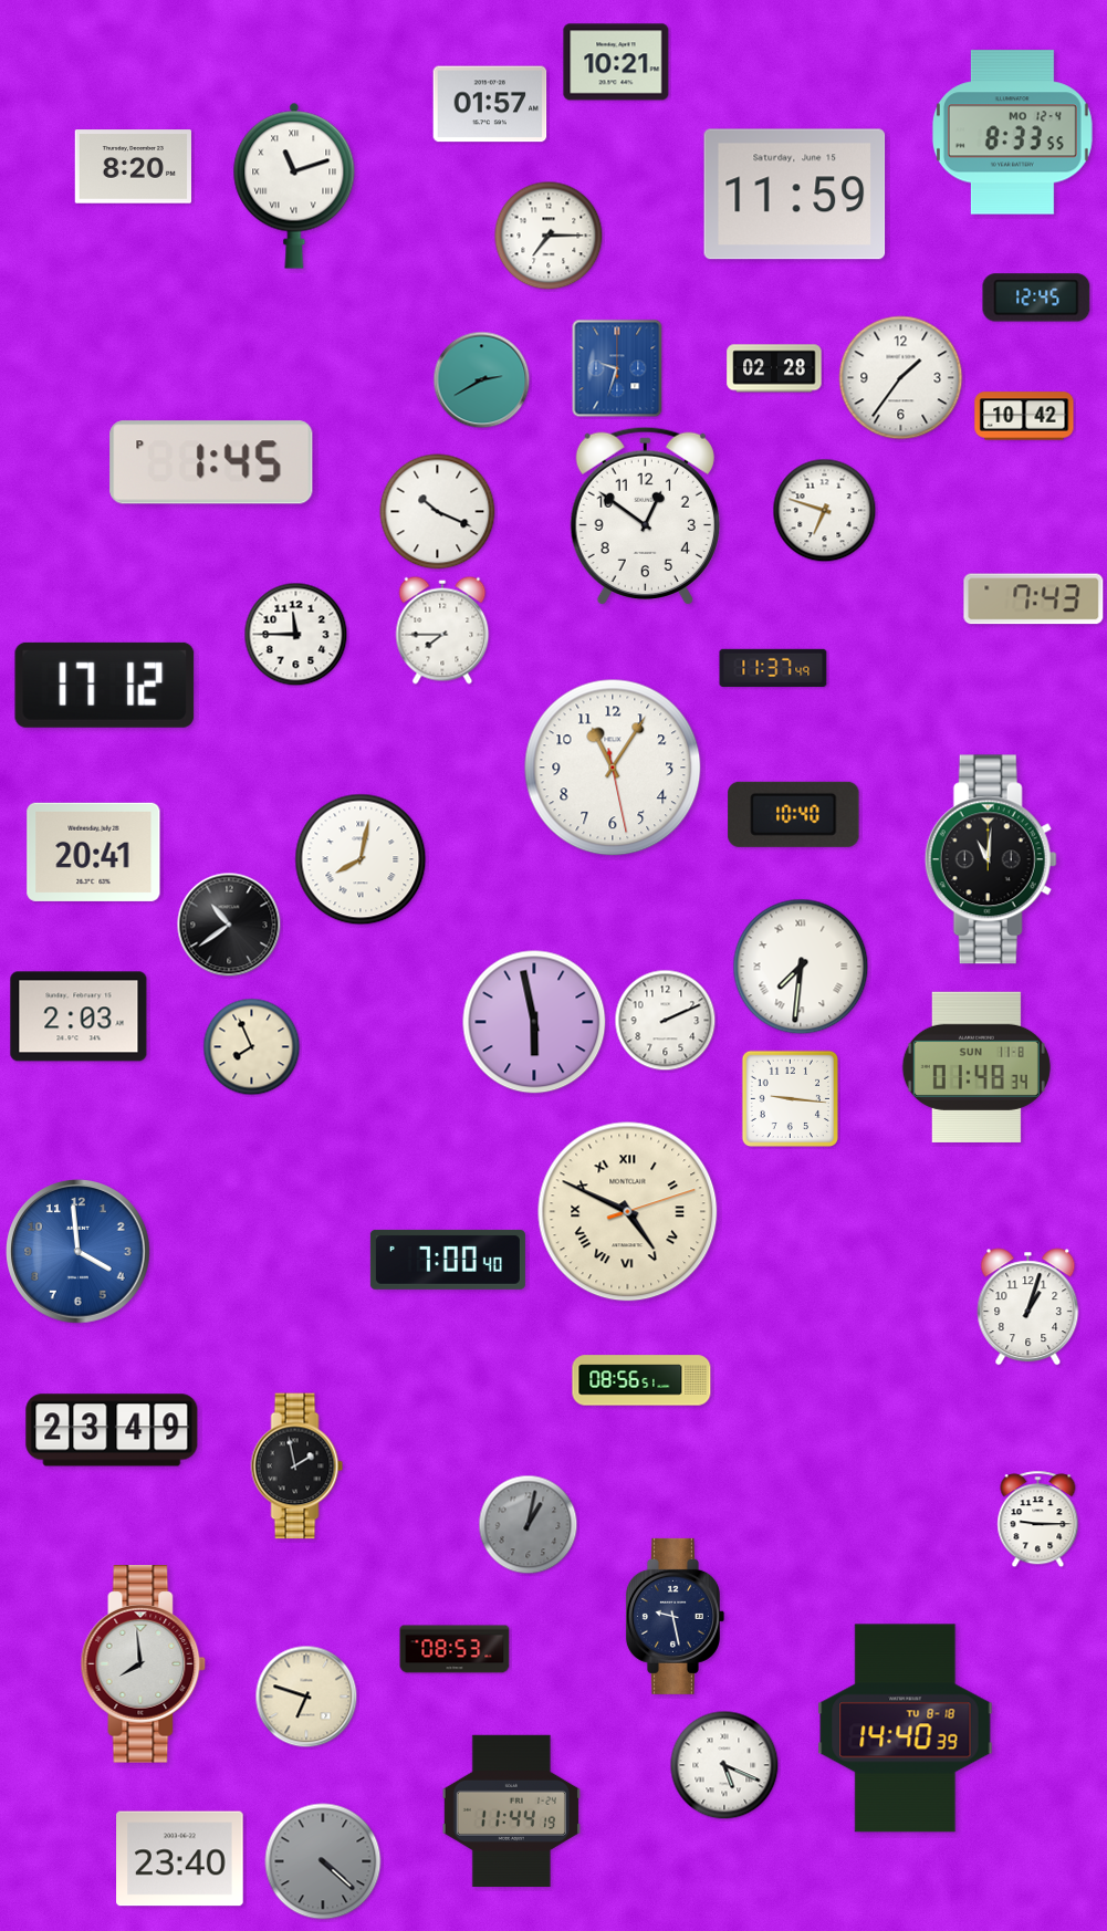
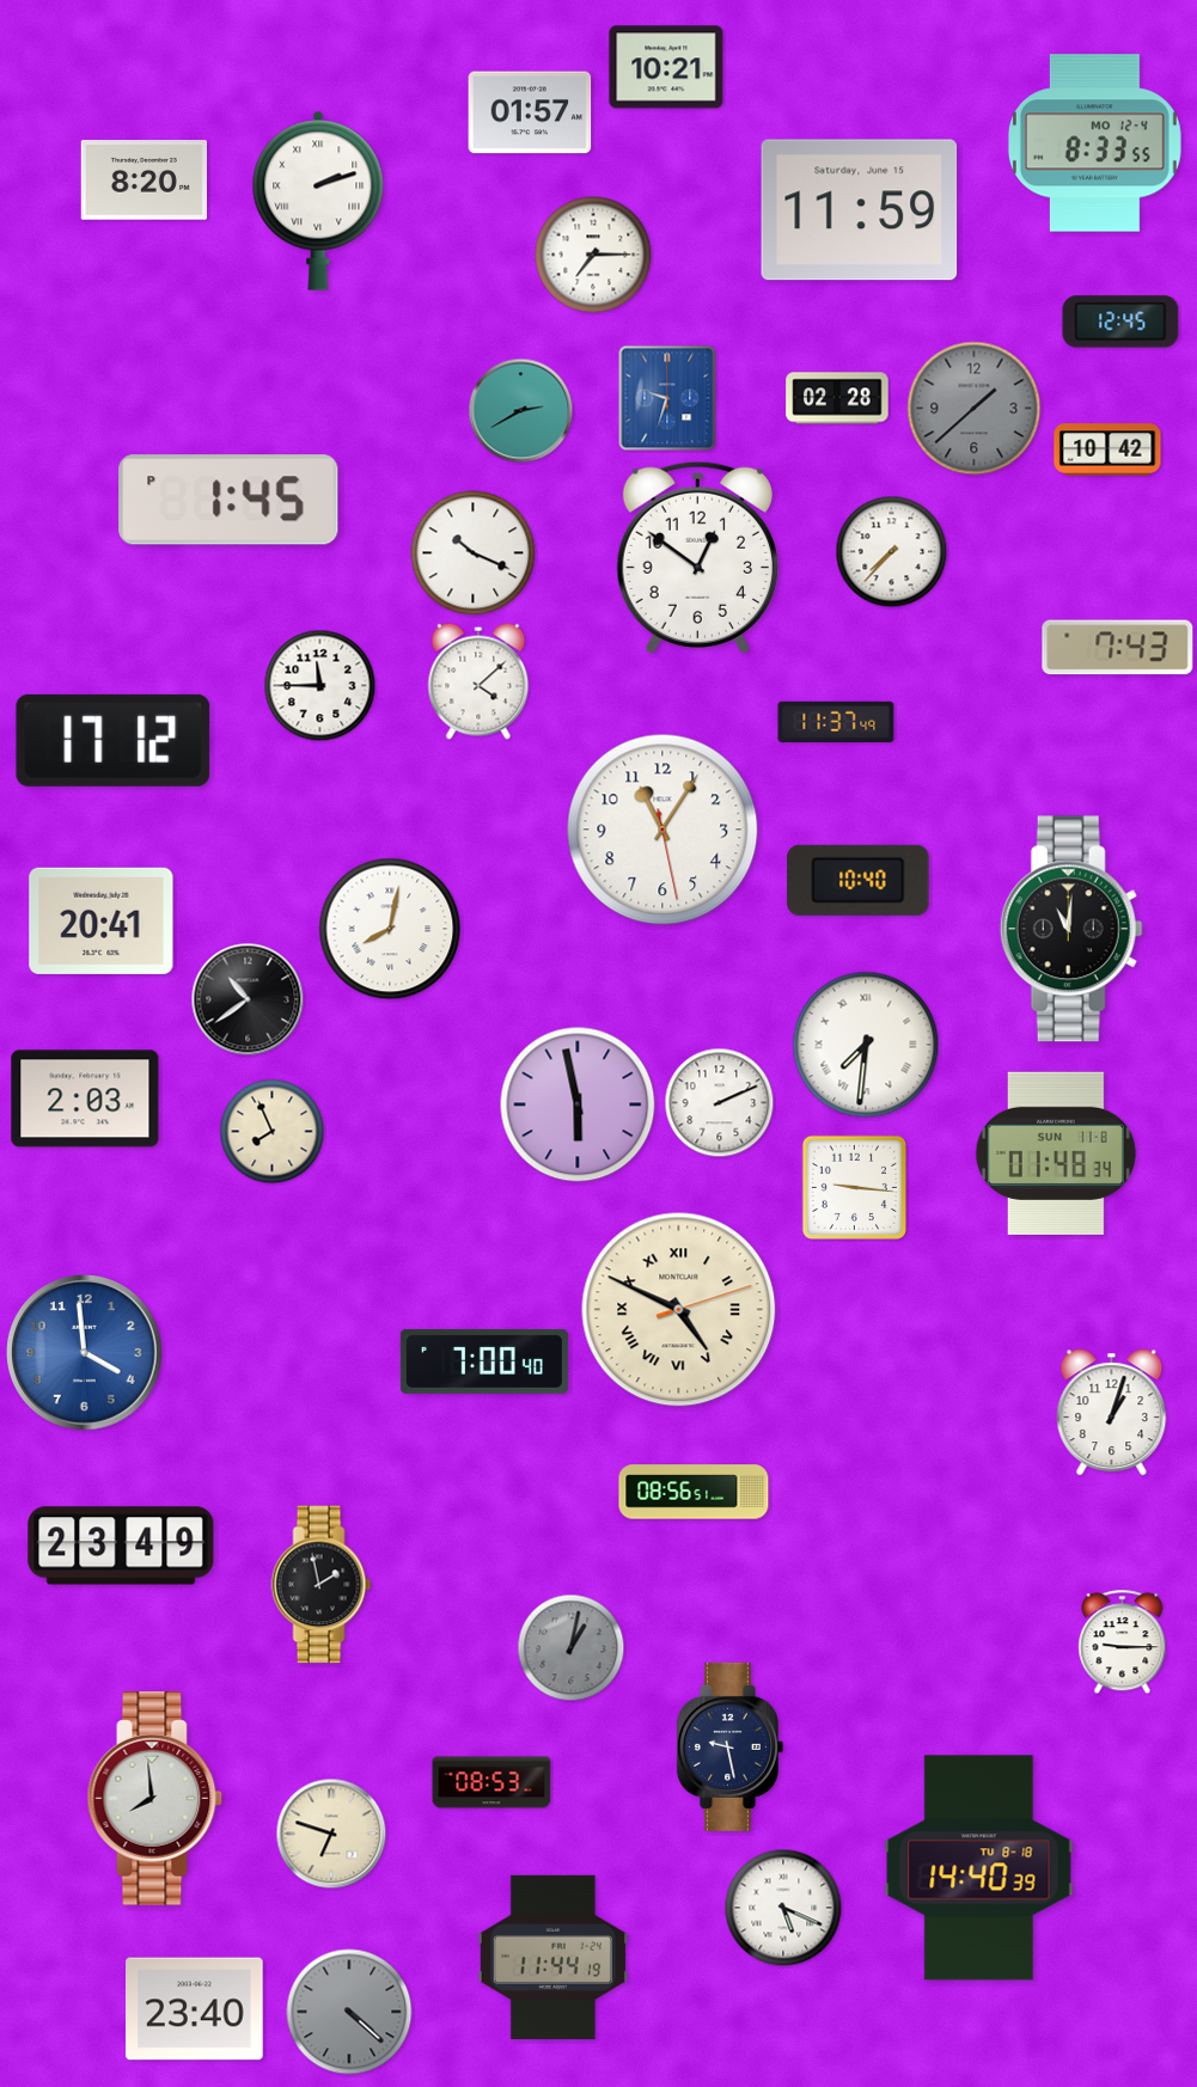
clock at (294, 186): 11:12 -> 2:12
clock at (901, 378): 1:36 -> 1:38
clock at (901, 378) dial: white -> grey
clock at (825, 511): 6:48 -> 7:37
clock at (442, 630): 7:45 -> 4:08
